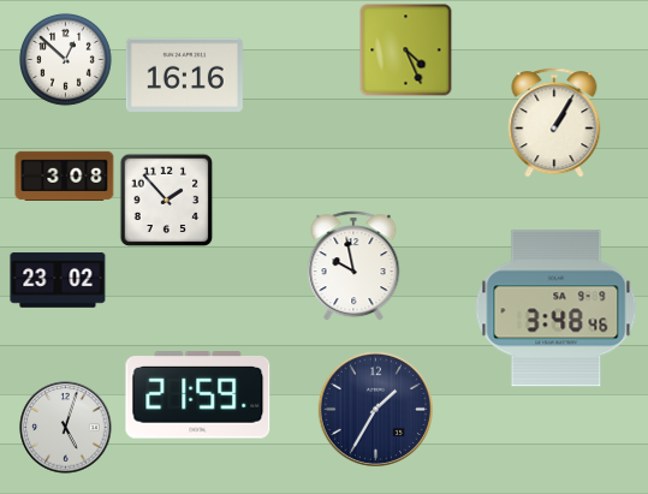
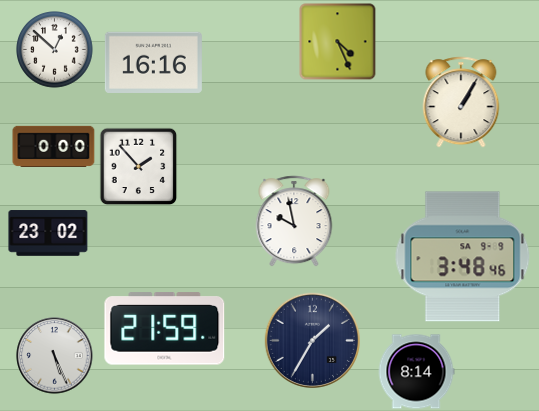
clock at (65, 175): 3:08 -> 0:00
clock at (66, 428): 5:03 -> 5:26
clock at (416, 372): none -> 8:14
